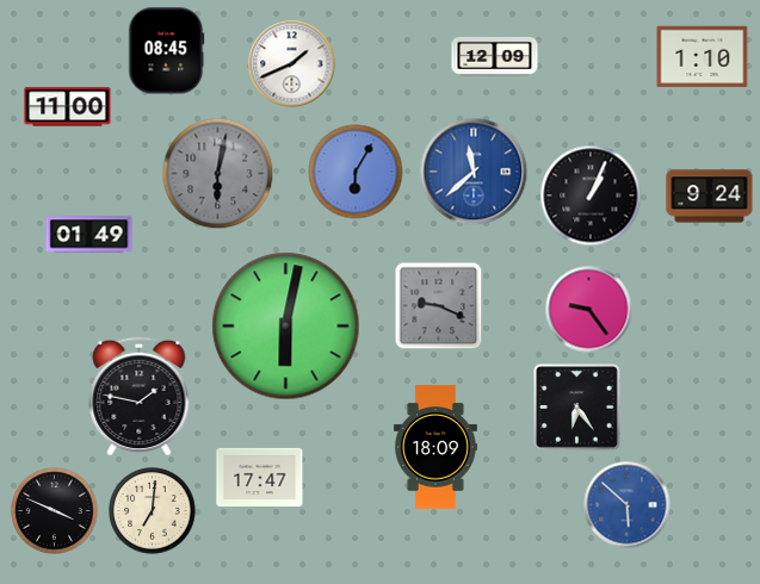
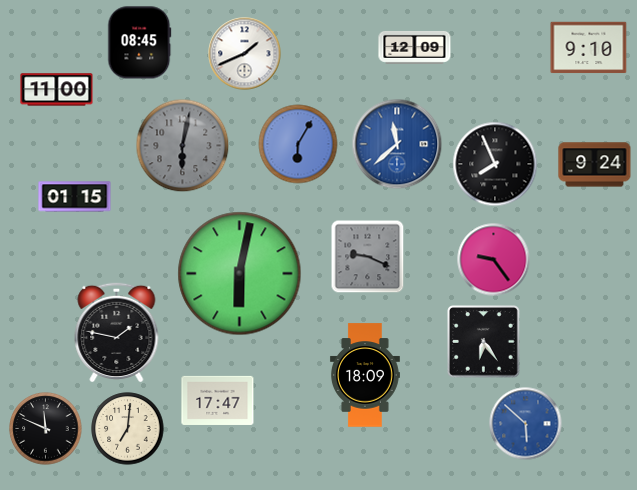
clock at (703, 57): 1:10 -> 9:10
clock at (591, 195): 1:04 -> 7:56
clock at (89, 235): 01:49 -> 01:15
clock at (55, 511): 3:49 -> 11:49
